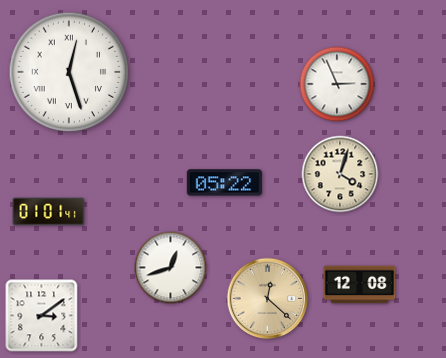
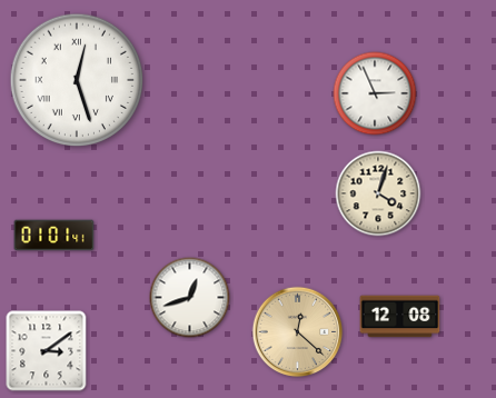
clock at (224, 183): 05:22 -> none
